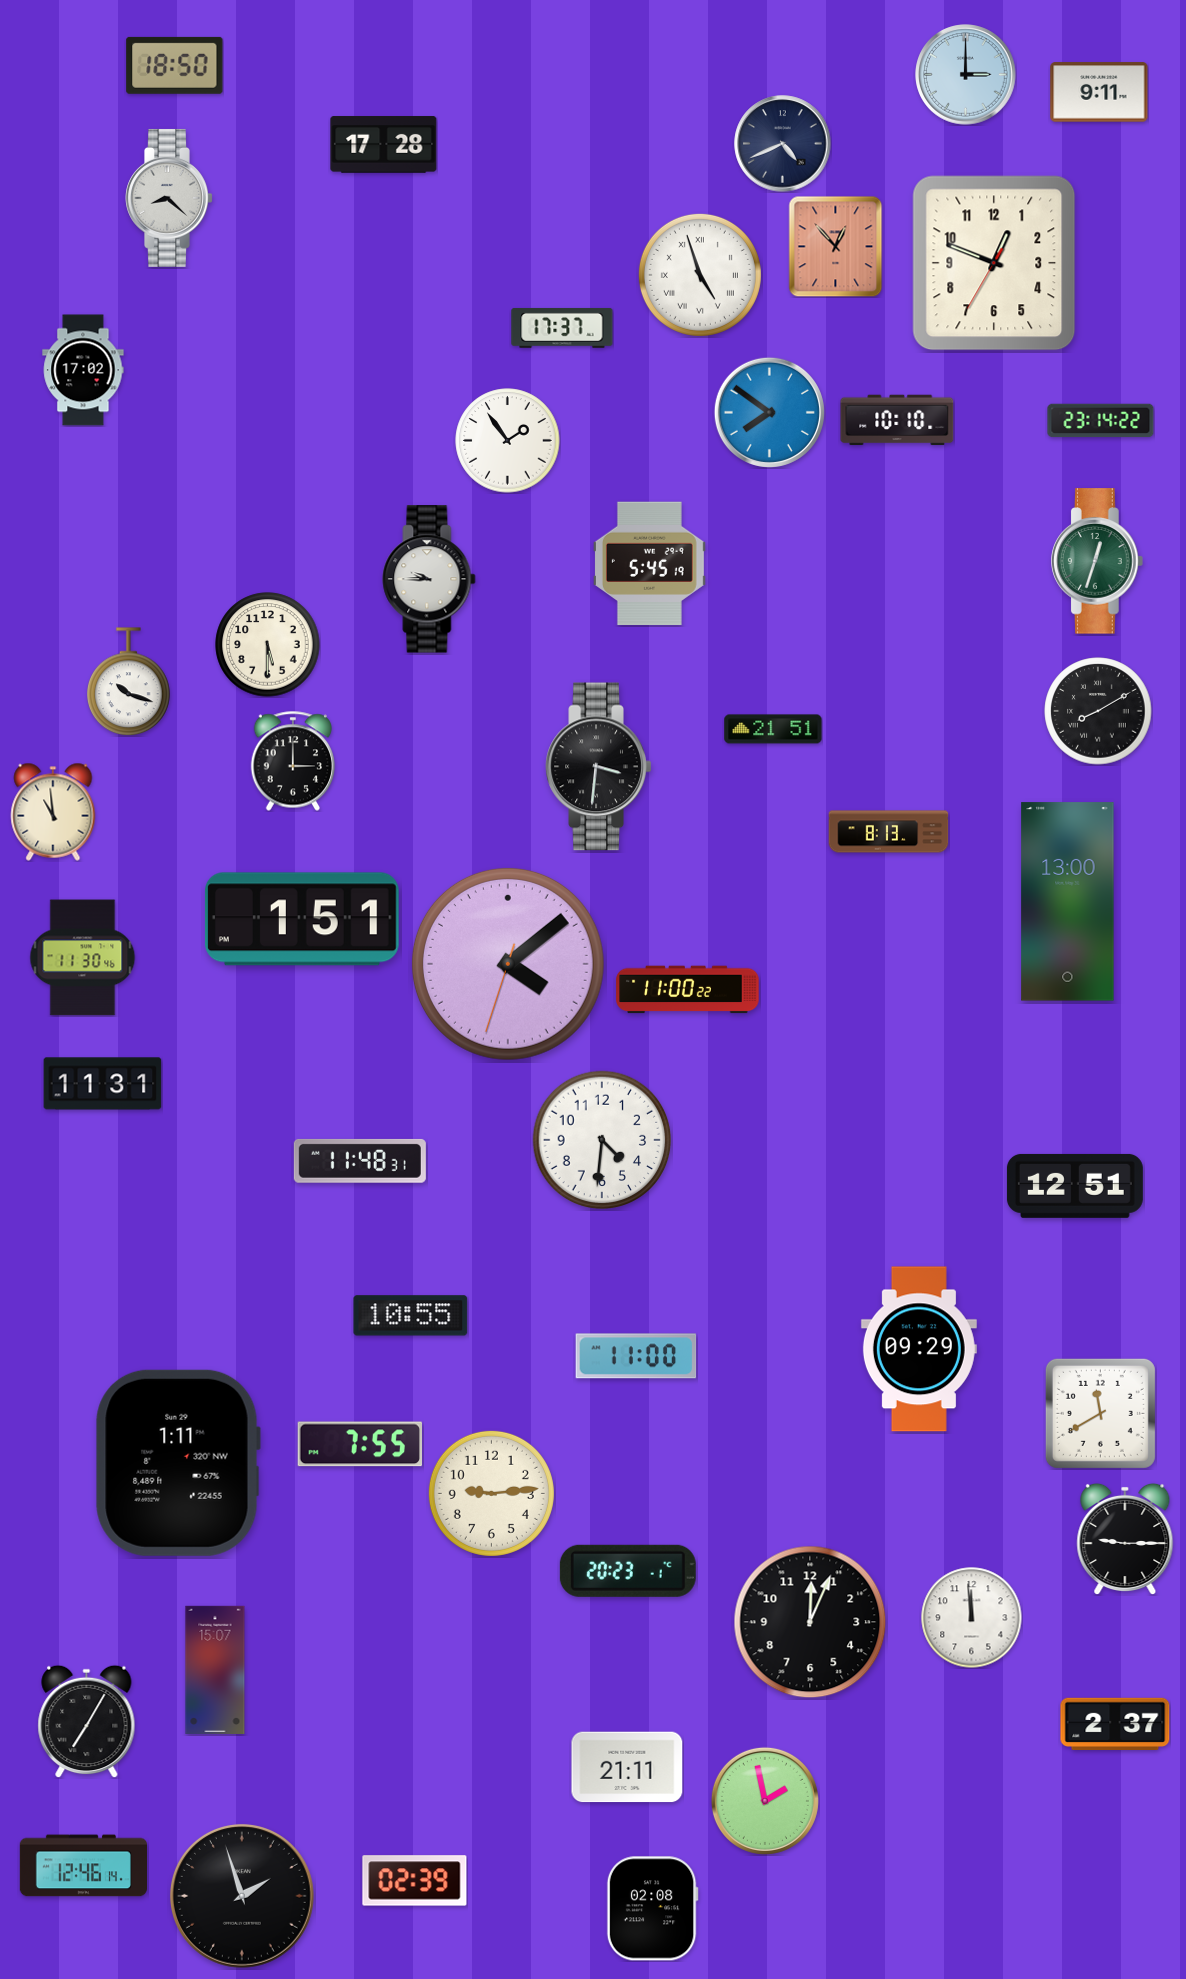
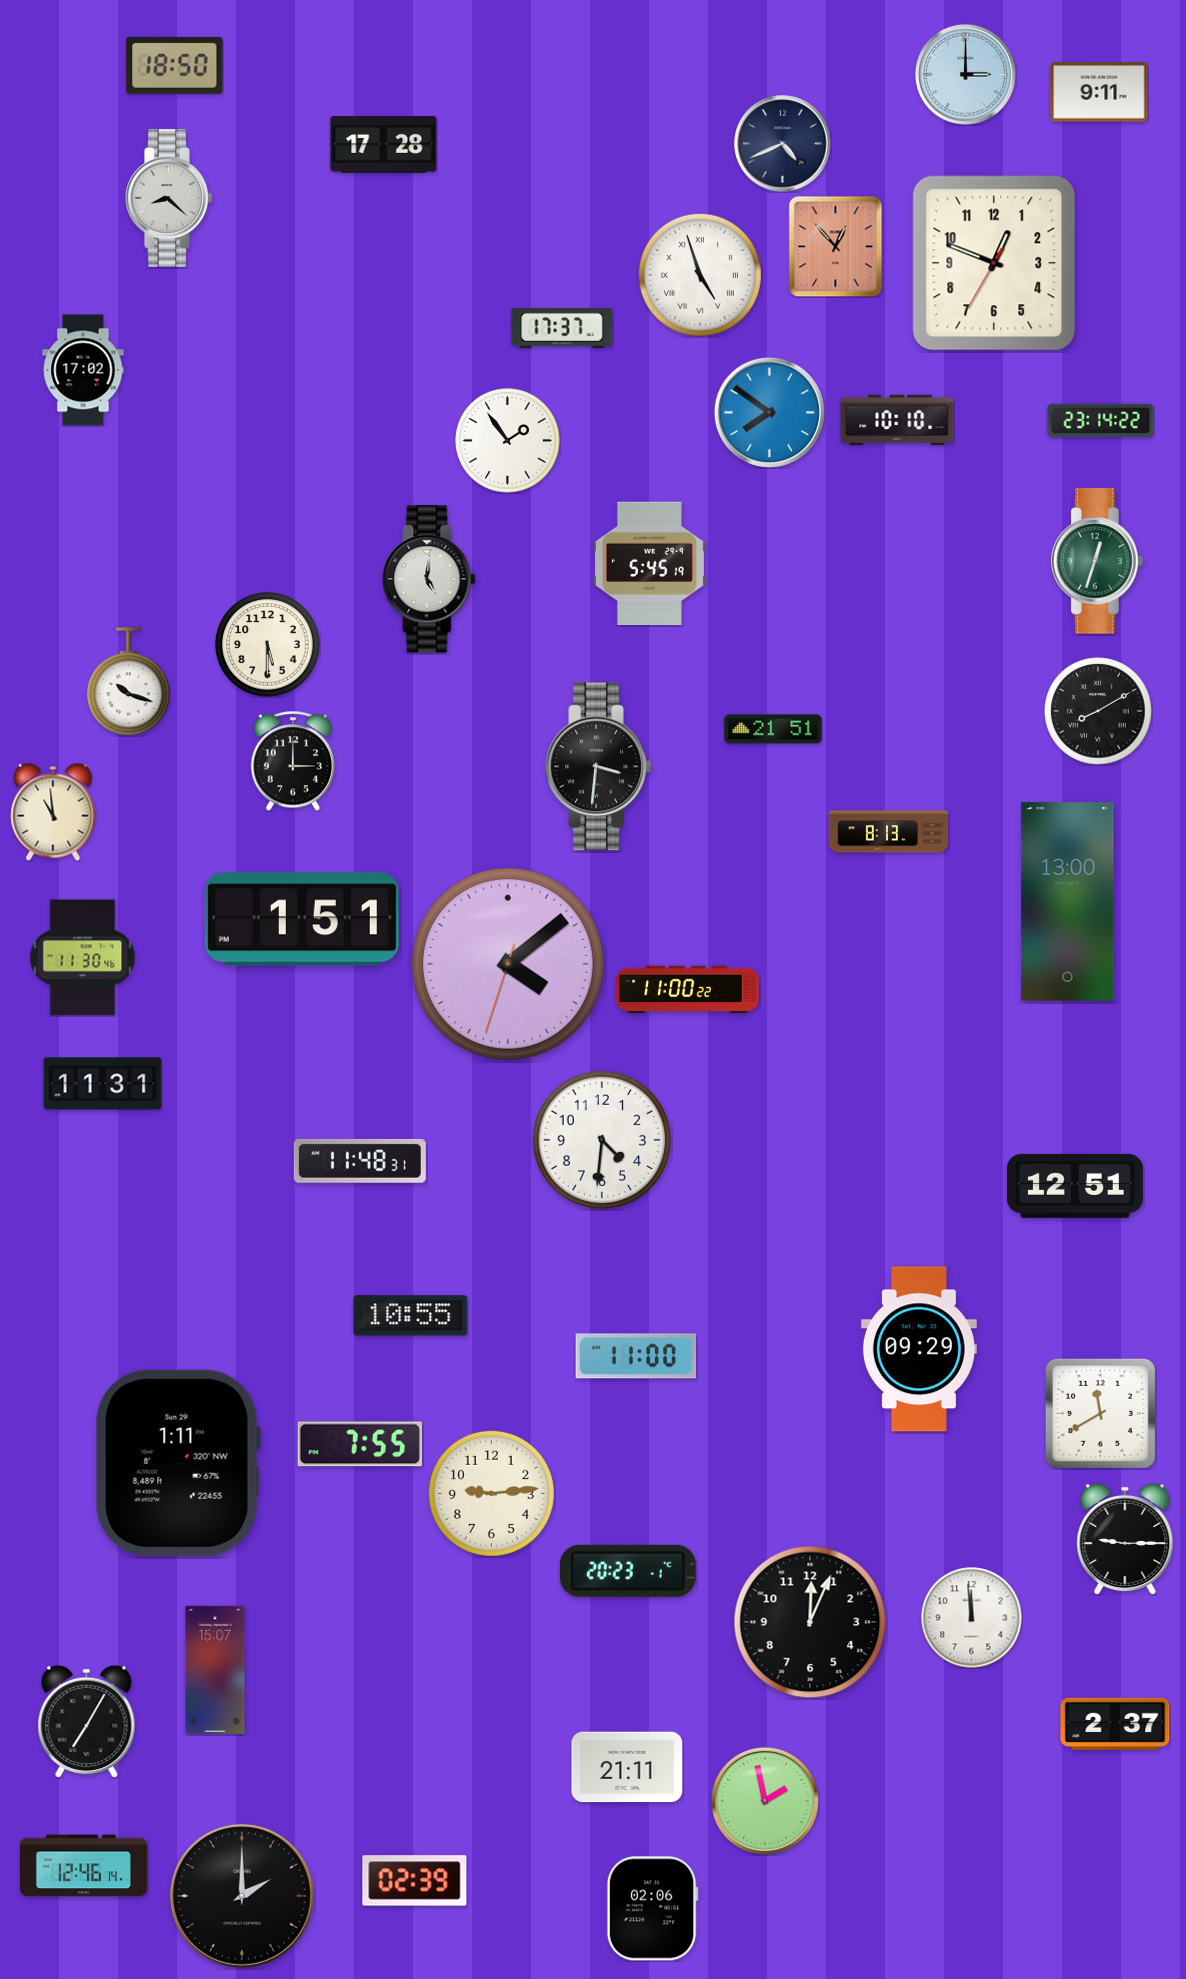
clock at (429, 579): 9:45 -> 5:01
clock at (242, 1896): 1:57 -> 2:00
clock at (652, 1909): 02:08 -> 02:06
